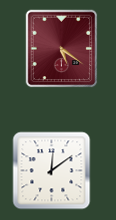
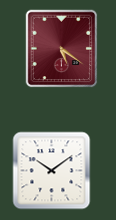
clock at (51, 170): 12:09 -> 10:09
